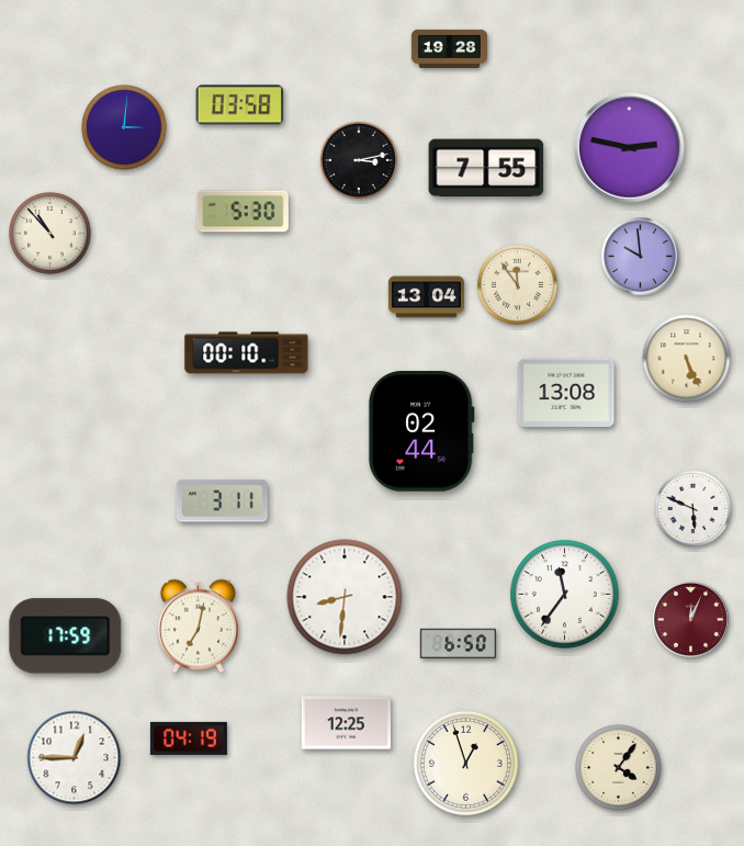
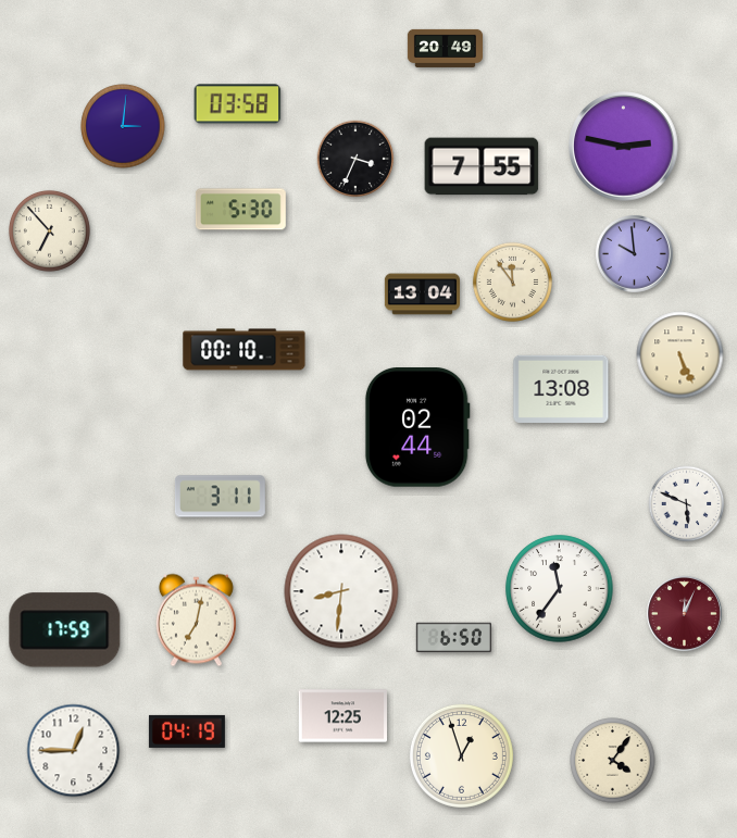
clock at (449, 48): 19:28 -> 20:49
clock at (359, 160): 3:13 -> 3:34
clock at (49, 233): 10:53 -> 6:53
